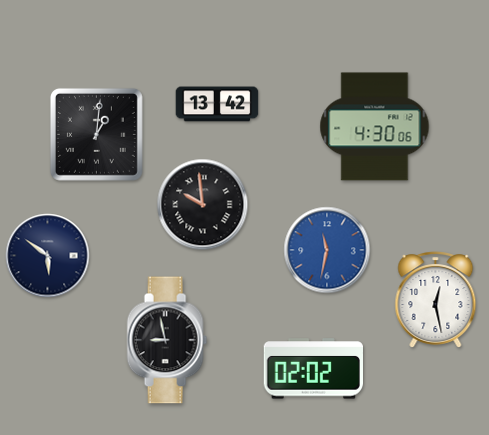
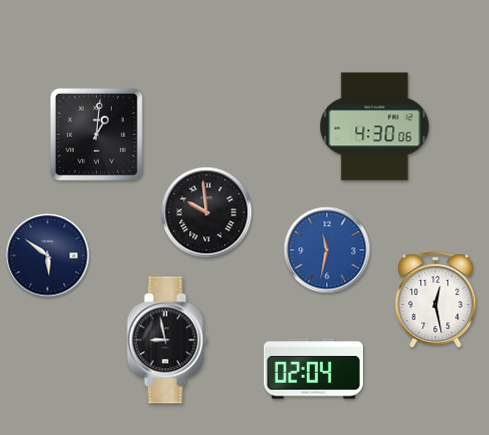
clock at (217, 104): 13:42 -> none
clock at (203, 205) position: (203, 205) -> (207, 213)
clock at (313, 369): 02:02 -> 02:04
